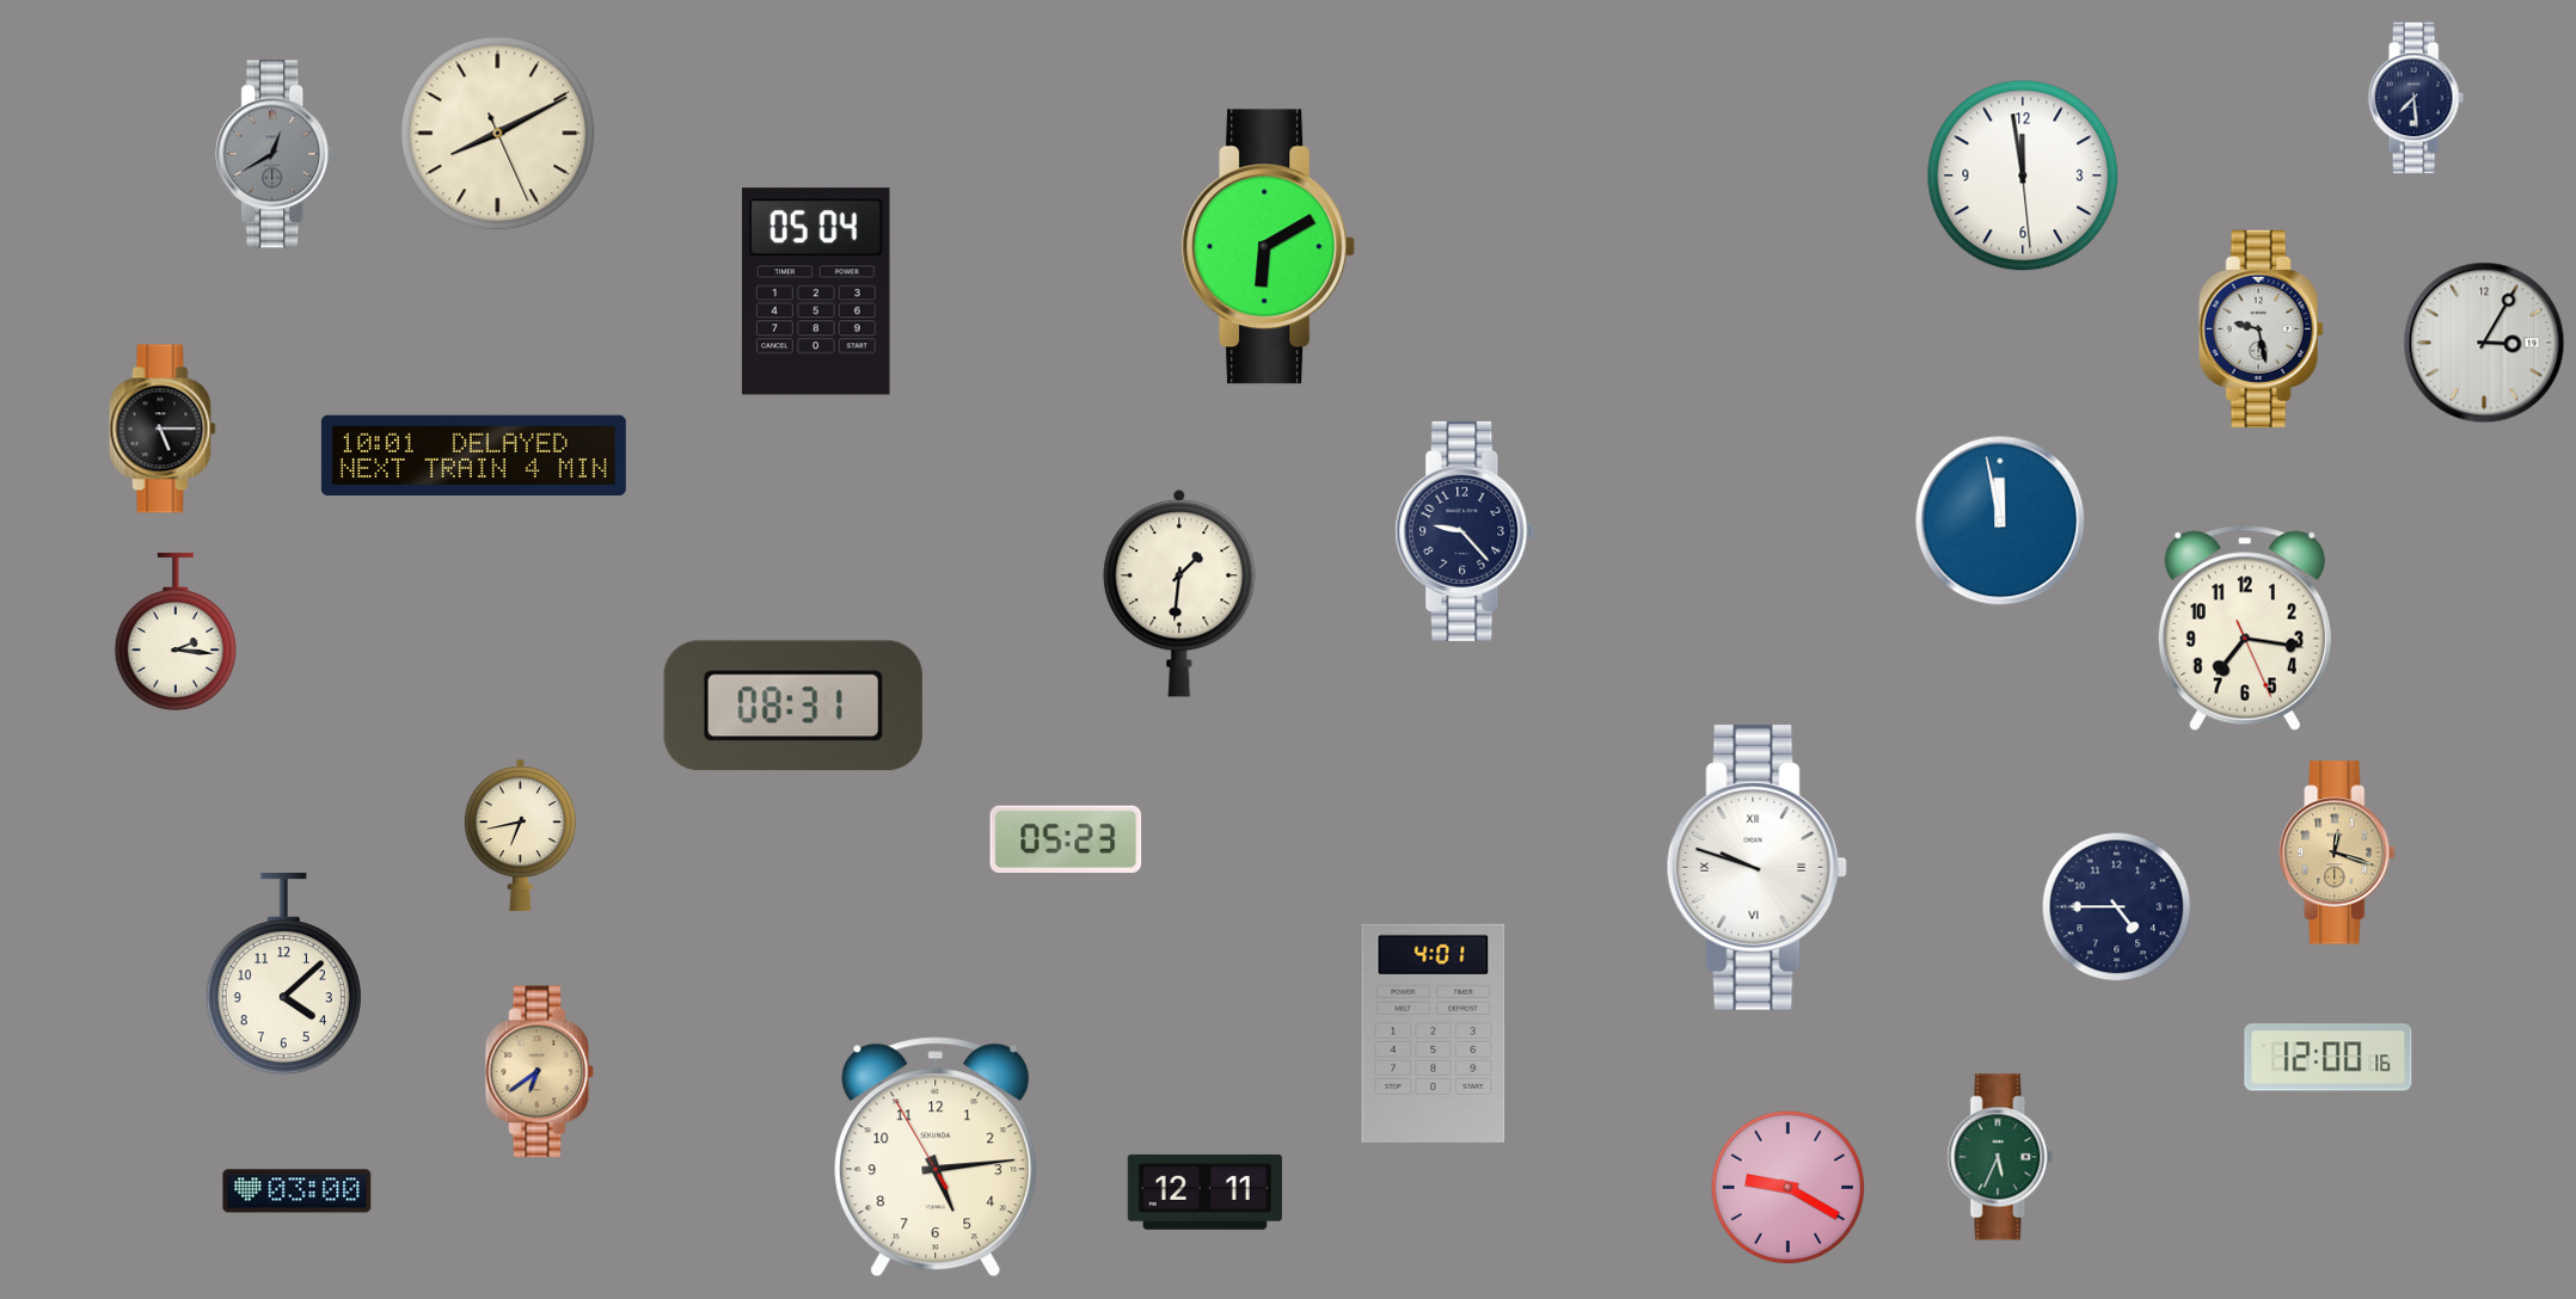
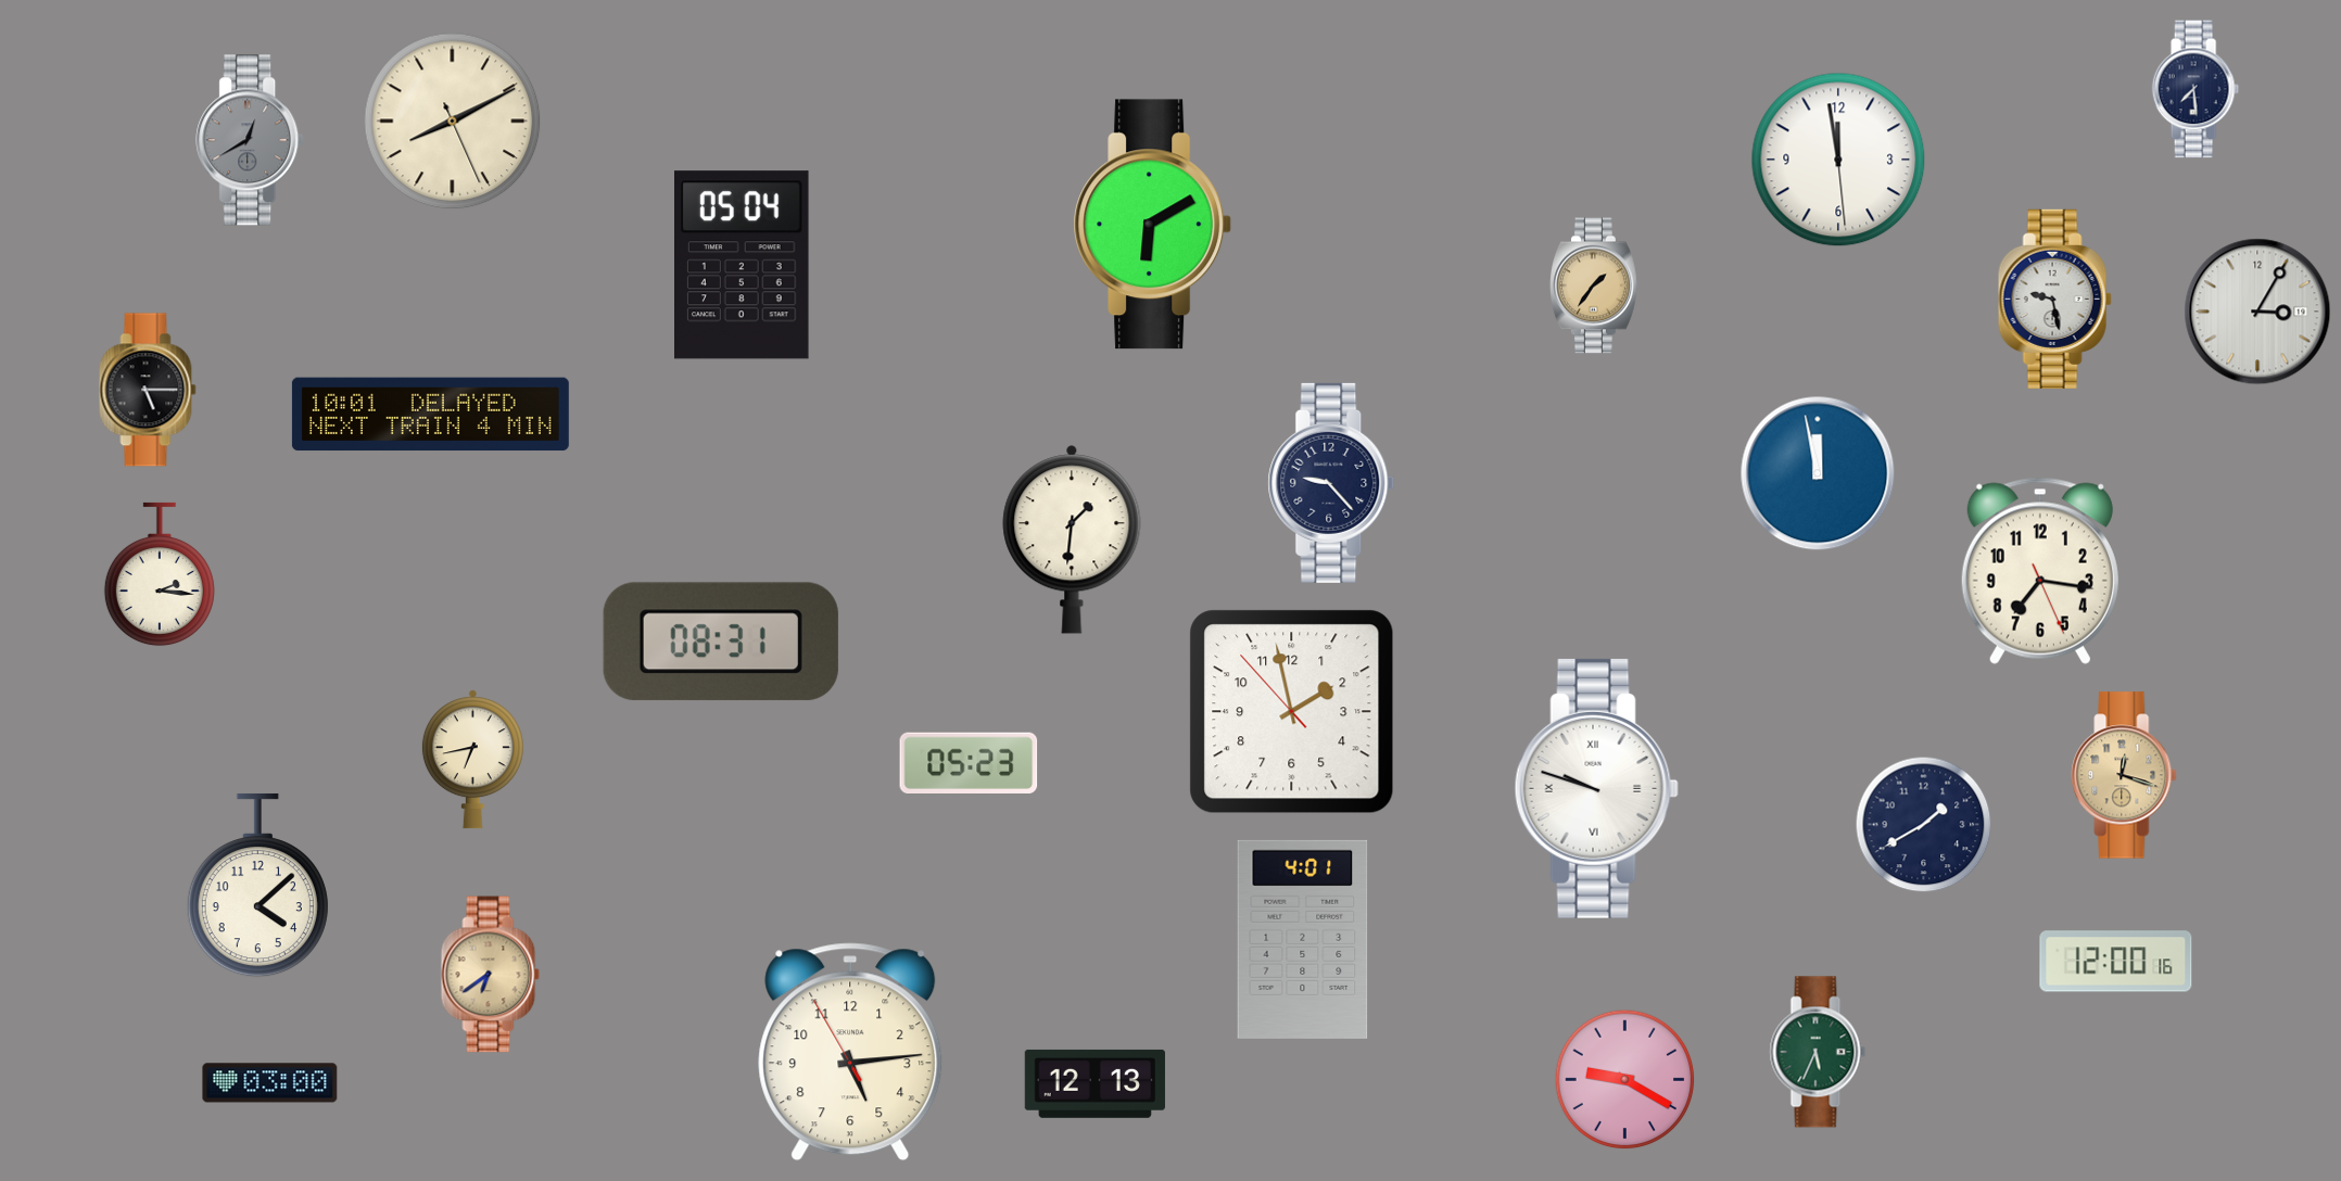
clock at (1594, 285): none -> 1:36
clock at (1292, 712): none -> 1:57
clock at (2117, 907): 4:45 -> 1:40
clock at (1204, 1192): 12:11 -> 12:13
